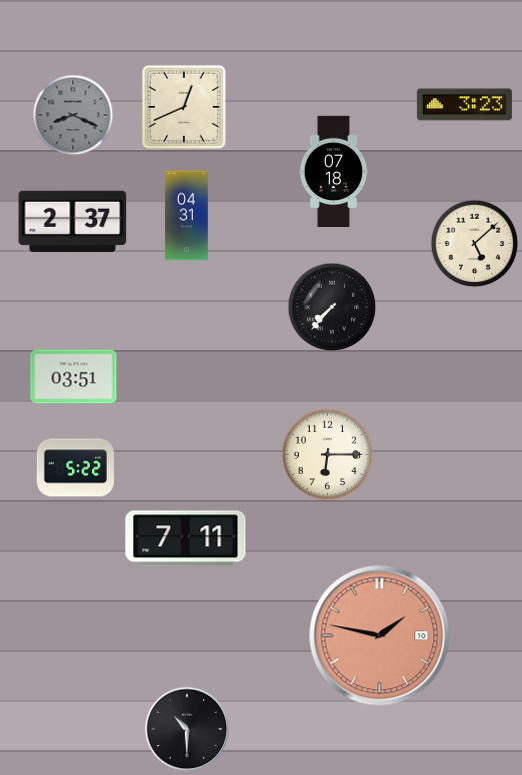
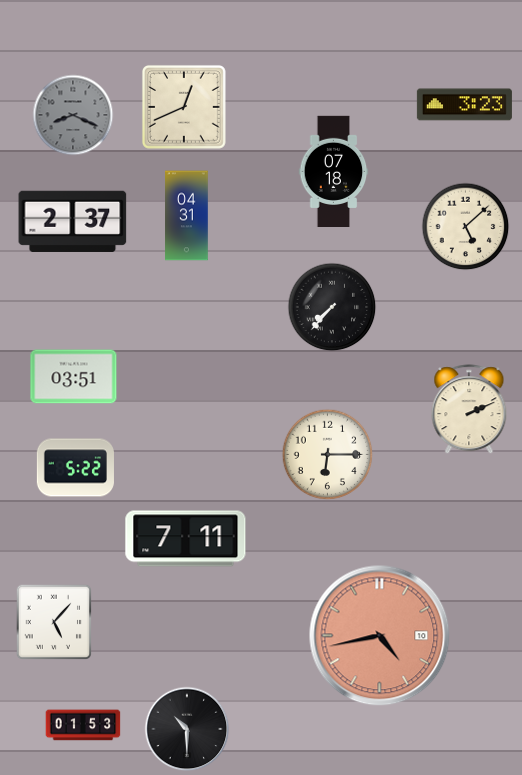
clock at (475, 244) position: (475, 244) -> (466, 227)
clock at (469, 410): none -> 2:11
clock at (53, 621): none -> 5:07
clock at (380, 636): 1:47 -> 4:43
clock at (83, 725): none -> 01:53
